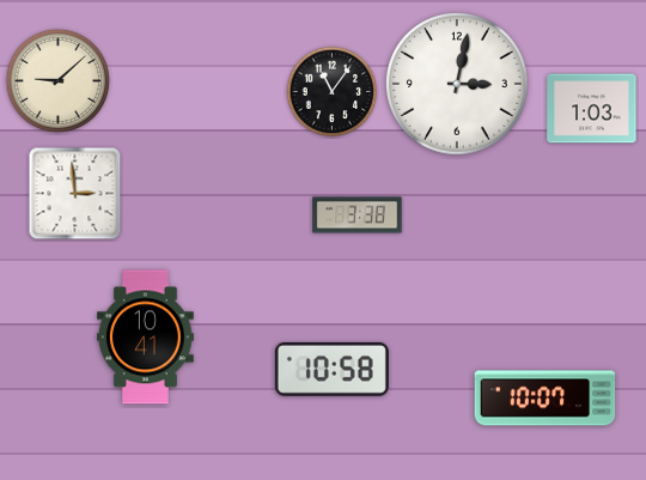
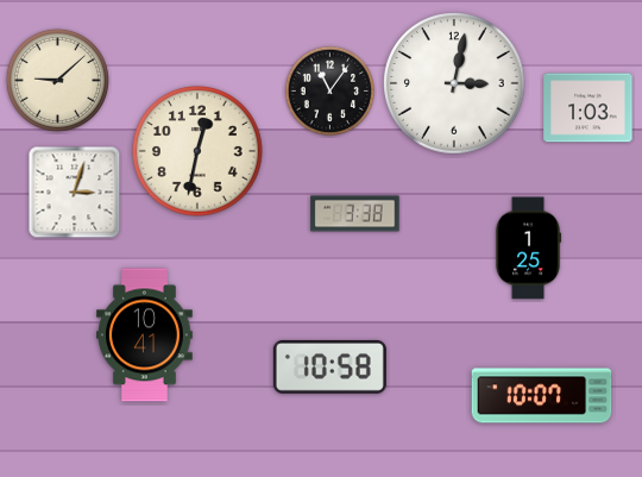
clock at (199, 152): none -> 12:32
clock at (75, 194): 2:59 -> 3:03
clock at (528, 249): none -> 1:25
